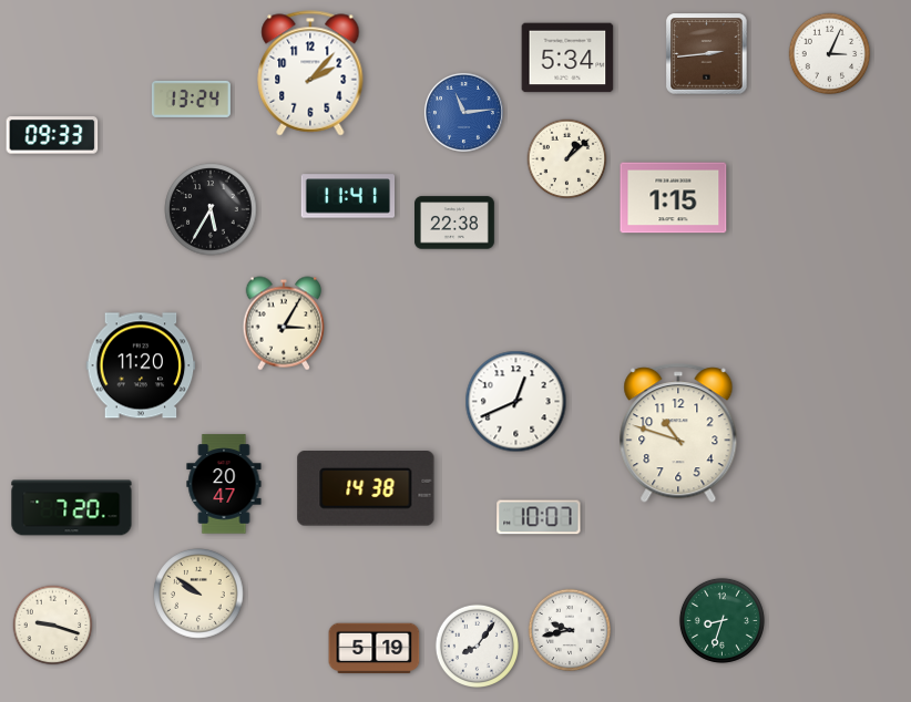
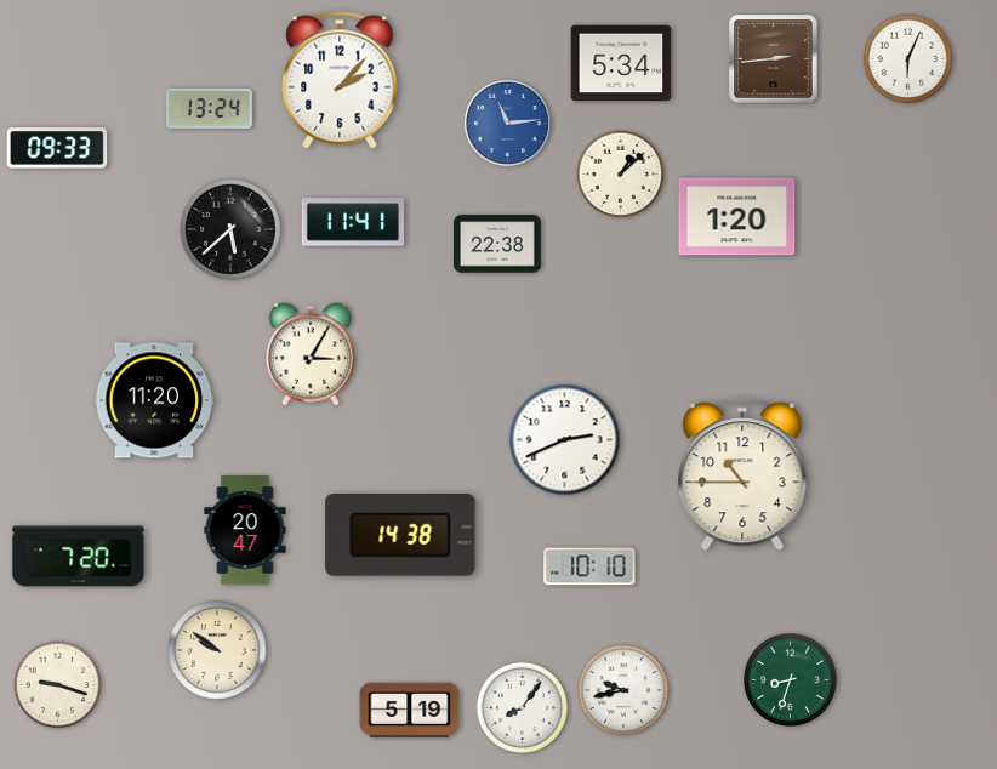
clock at (830, 54): 3:04 -> 6:04
clock at (348, 196) position: (348, 196) -> (353, 222)
clock at (674, 198): 1:15 -> 1:20
clock at (211, 209): 5:35 -> 5:38
clock at (516, 402): 12:41 -> 2:41
clock at (678, 434): 10:48 -> 10:45
clock at (539, 517): 10:07 -> 10:10
